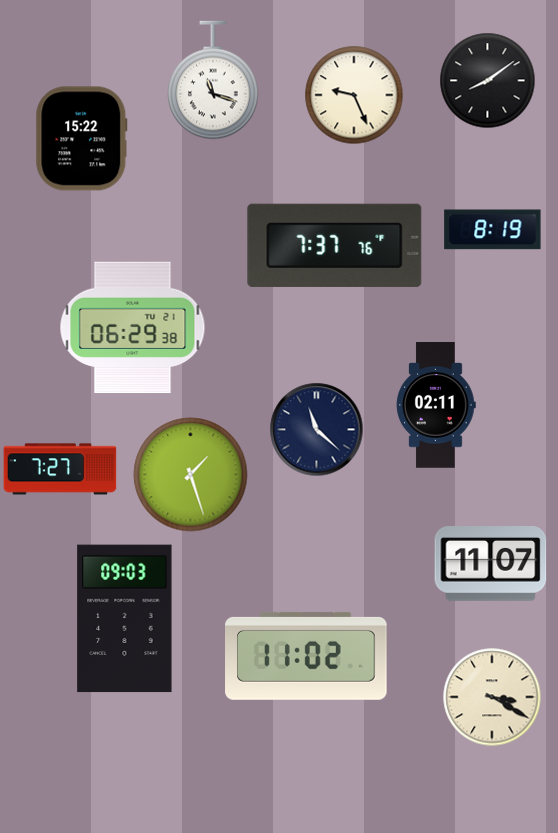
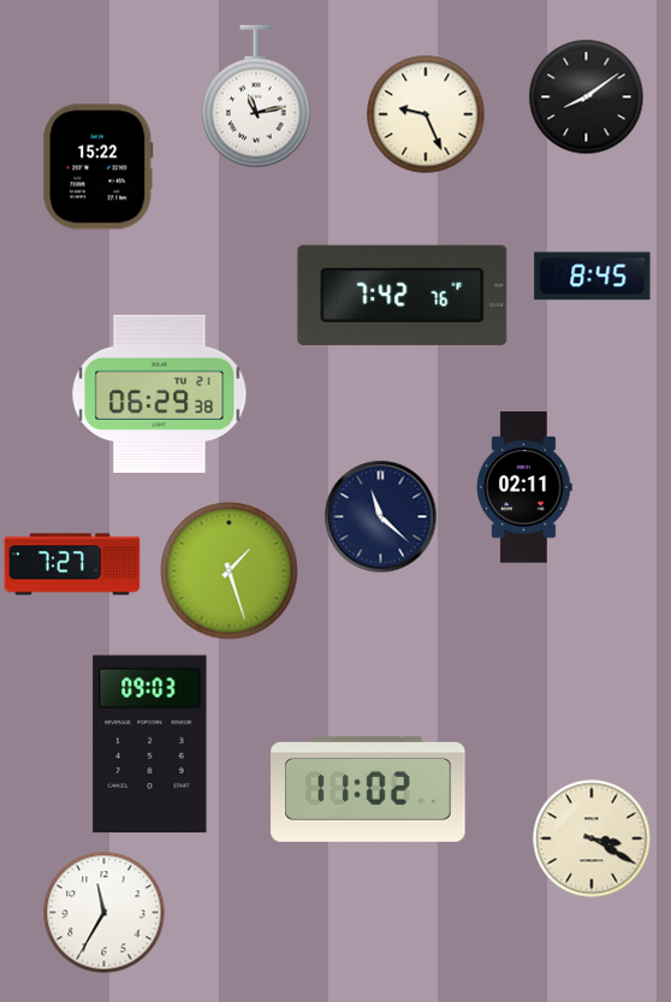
clock at (213, 80): 11:18 -> 11:13
clock at (493, 230): 8:19 -> 8:45
clock at (335, 245): 7:37 -> 7:42
clock at (491, 564): 11:07 -> none
clock at (105, 913): none -> 11:35
